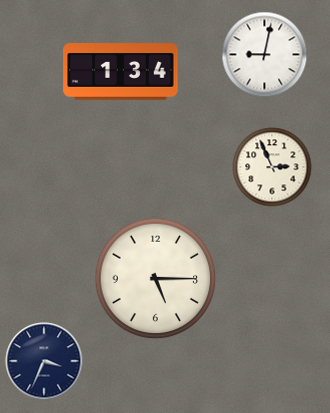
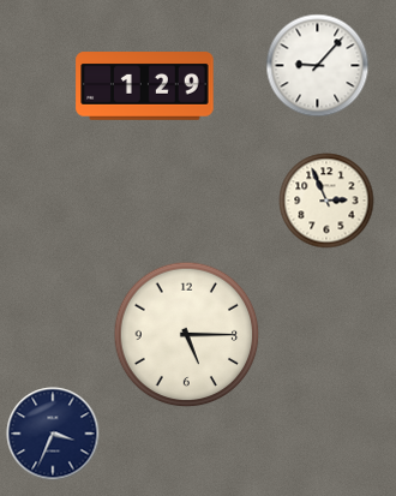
clock at (265, 55): 9:02 -> 9:07
clock at (121, 72): 1:34 -> 1:29
